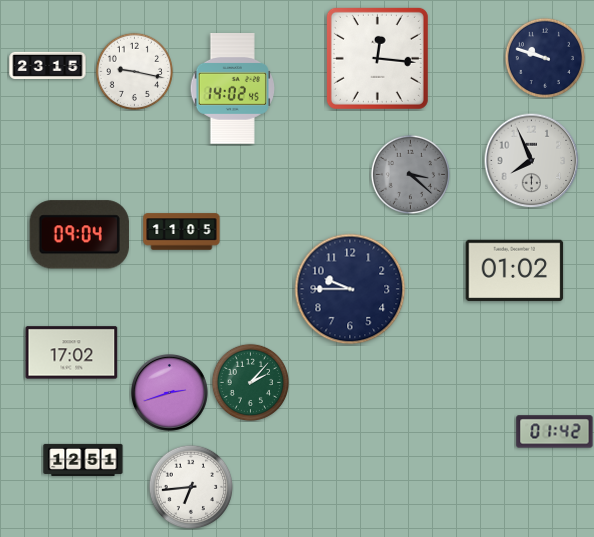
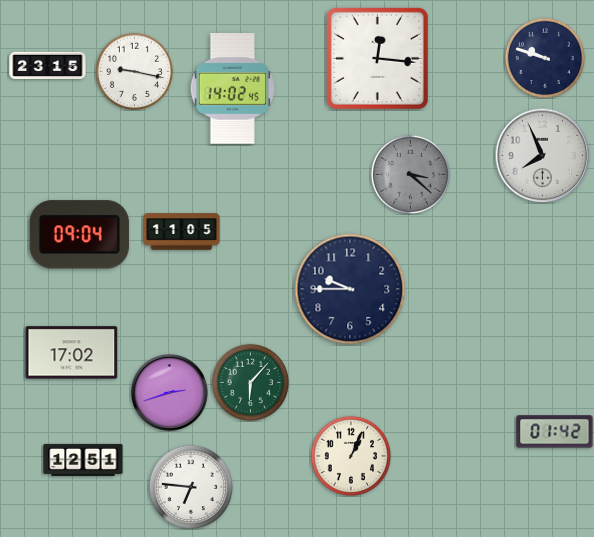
clock at (531, 160) position: (531, 160) -> (542, 155)
clock at (515, 271): 01:02 -> none
clock at (250, 382): 2:07 -> 6:07
clock at (350, 455): none -> 1:04
clock at (191, 487): 6:44 -> 6:46
